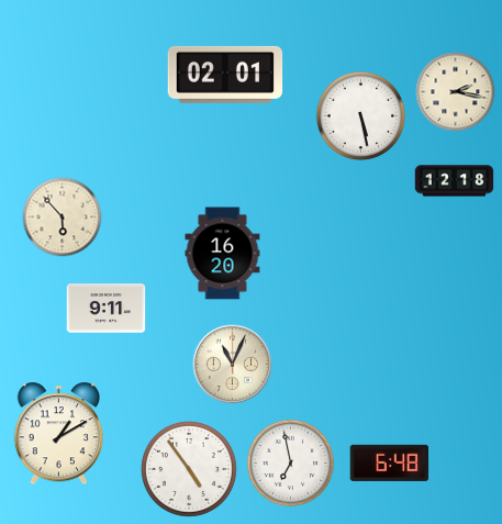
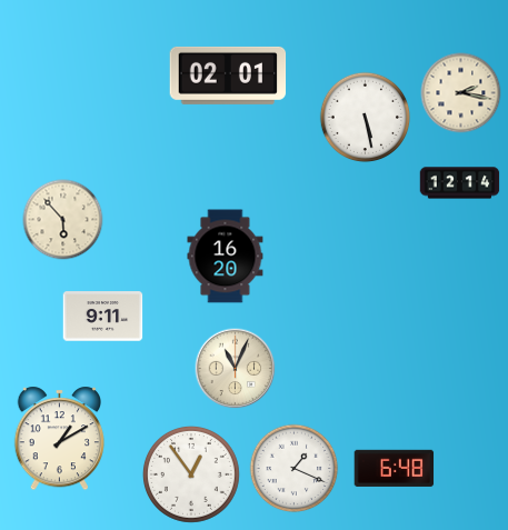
clock at (455, 181): 12:18 -> 12:14
clock at (107, 309) position: (107, 309) -> (103, 317)
clock at (291, 464): 6:58 -> 1:19
clock at (189, 469): 4:54 -> 12:54
